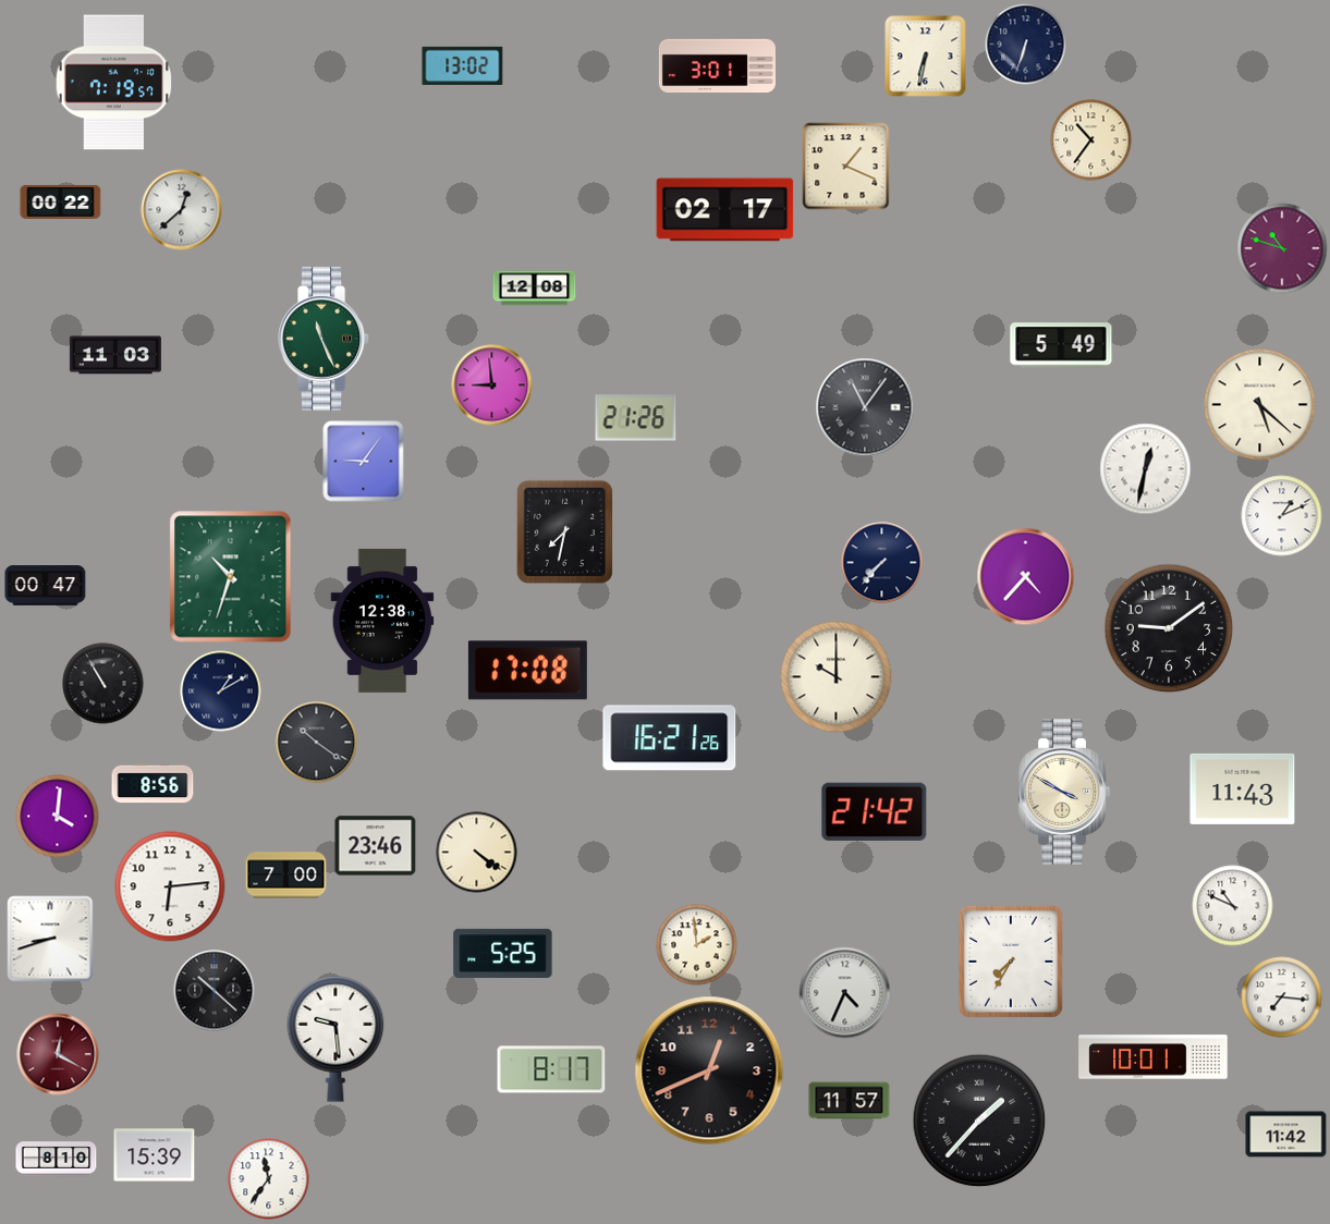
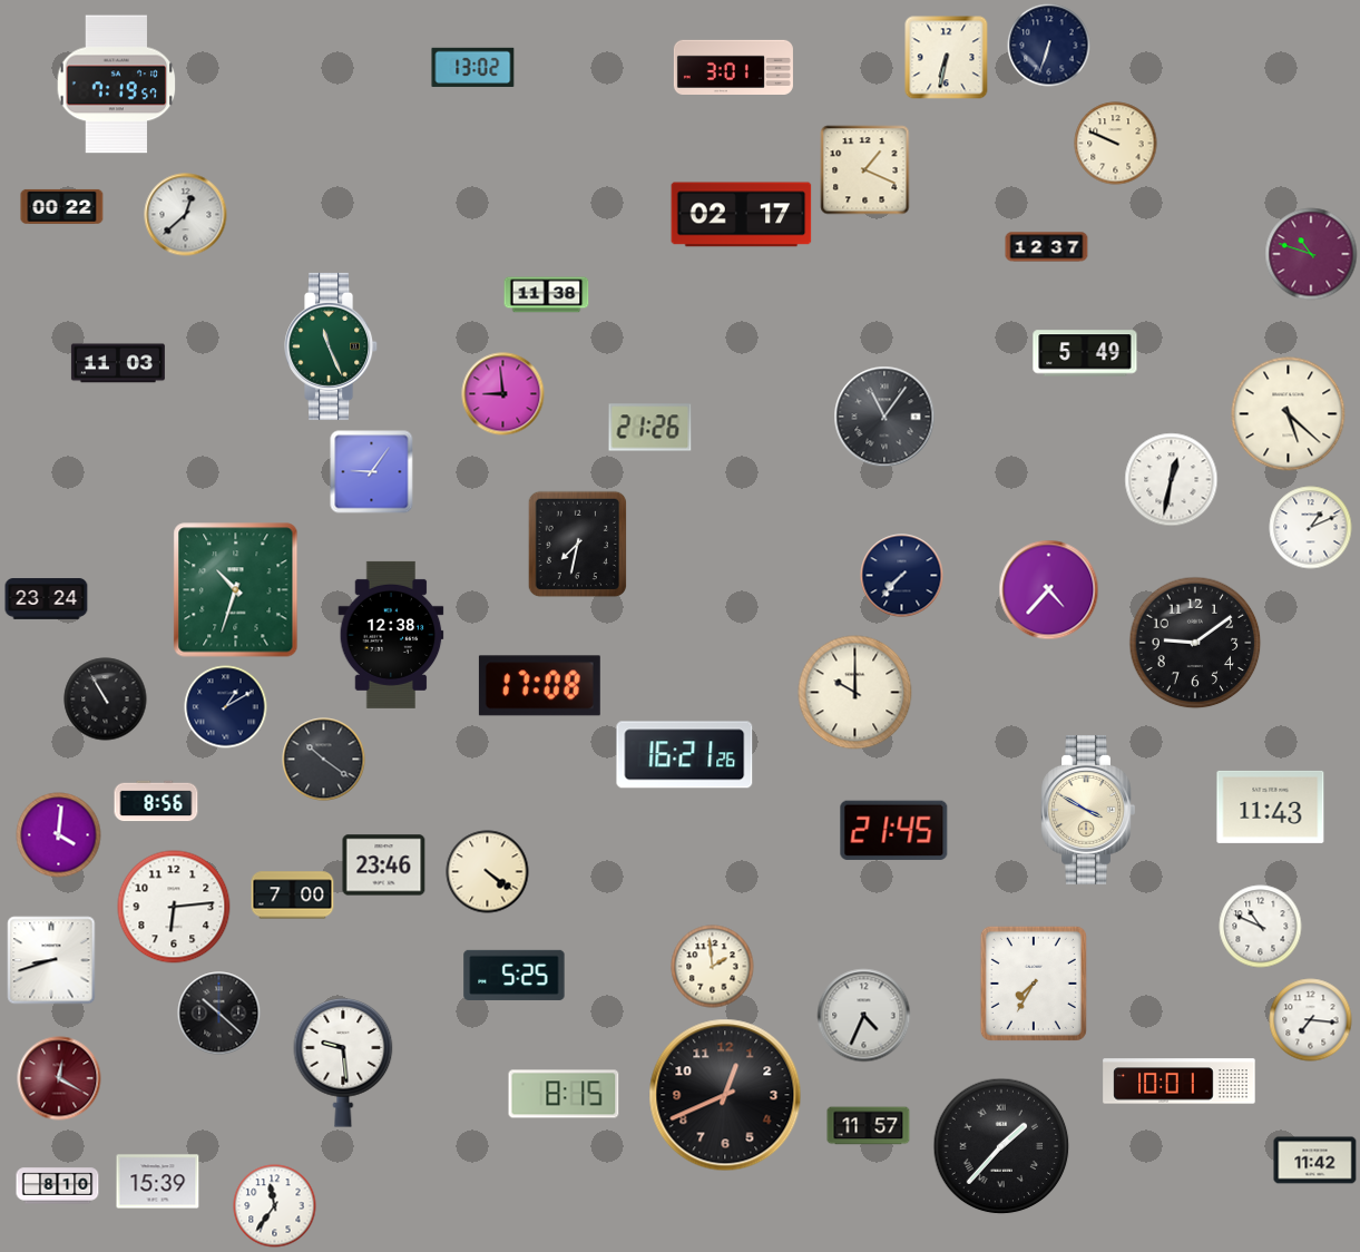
clock at (1091, 140): 10:36 -> 9:49
clock at (1047, 247): none -> 12:37
clock at (535, 289): 12:08 -> 11:38
clock at (46, 586): 00:47 -> 23:24
clock at (875, 811): 21:42 -> 21:45
clock at (551, 1069): 8:17 -> 8:15
